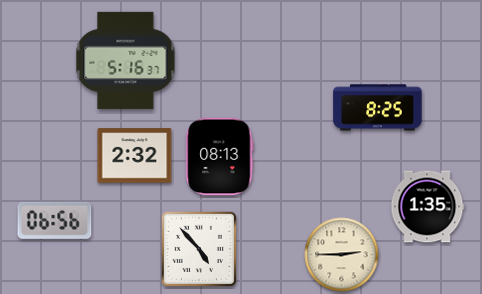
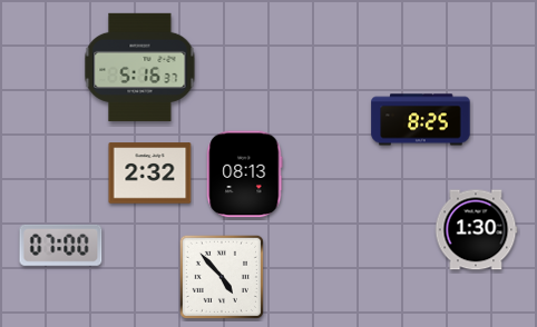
clock at (427, 207): 1:35 -> 1:30
clock at (55, 220): 06:56 -> 07:00
clock at (342, 255): 2:45 -> none
